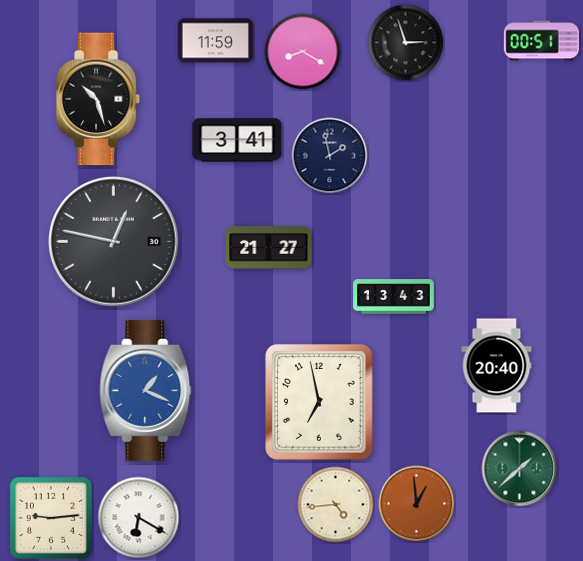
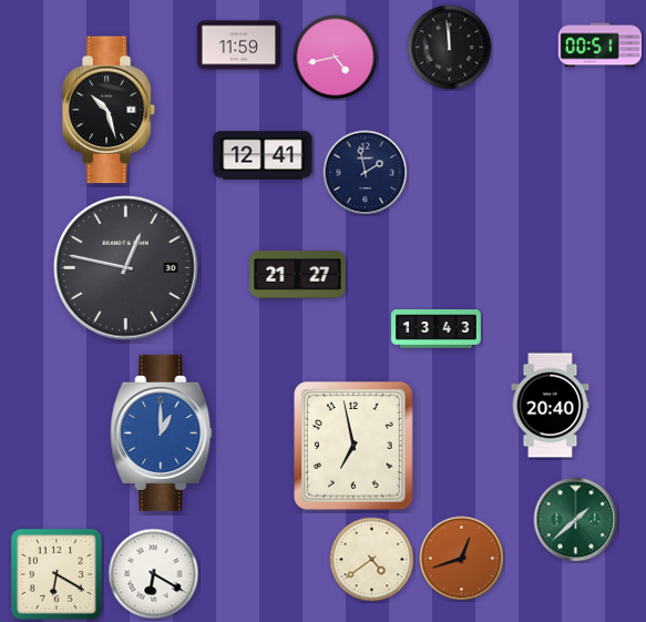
clock at (406, 43): 2:57 -> 11:59
clock at (303, 52): 8:20 -> 4:43
clock at (237, 140): 3:41 -> 12:41
clock at (146, 390): 1:19 -> 1:00
clock at (417, 504): 12:59 -> 12:42
clock at (336, 505): 4:44 -> 4:39
clock at (51, 518): 9:14 -> 6:20
